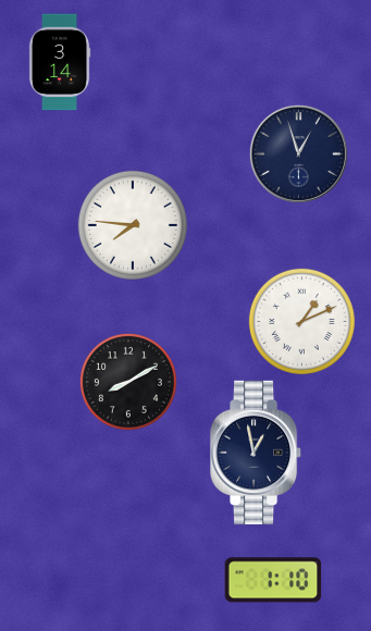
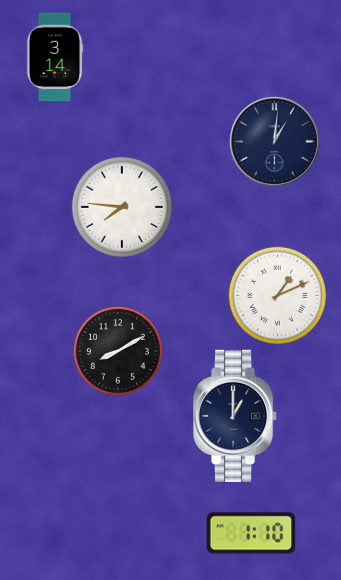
clock at (298, 153): 12:57 -> 1:01
clock at (257, 453): 12:58 -> 1:00
